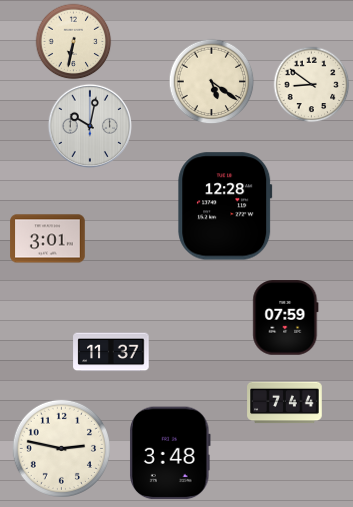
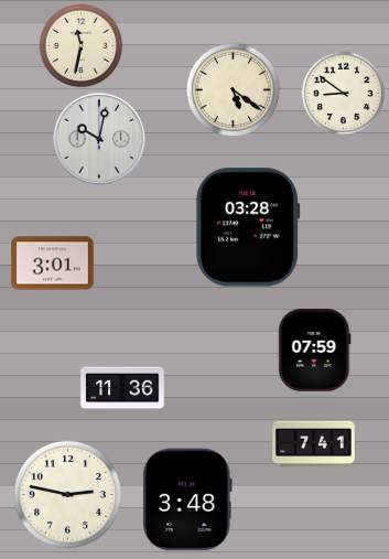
clock at (74, 42): 6:32 -> 11:32
clock at (225, 206): 12:28 -> 03:28
clock at (111, 352): 11:37 -> 11:36
clock at (285, 403): 7:44 -> 7:41
